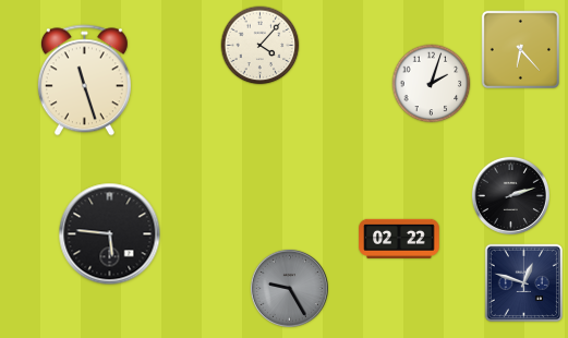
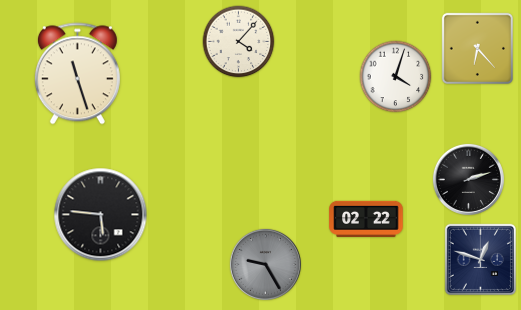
clock at (520, 49) position: (520, 49) -> (477, 48)
clock at (432, 84): 2:03 -> 4:03
